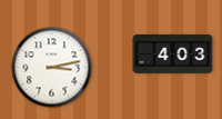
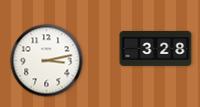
clock at (173, 53): 4:03 -> 3:28
